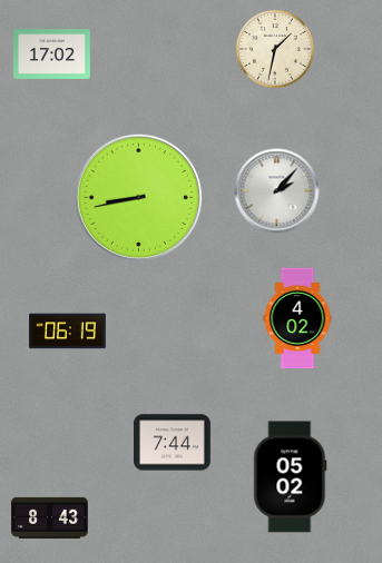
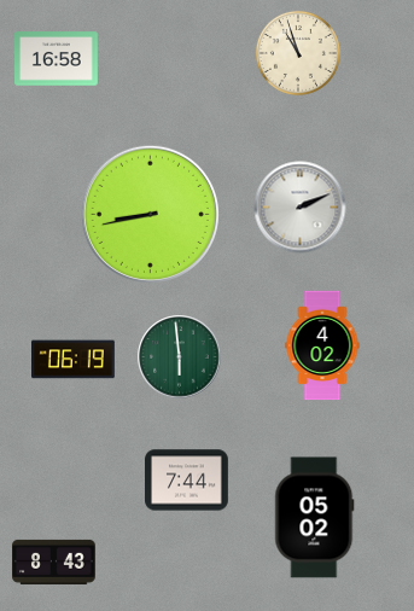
clock at (275, 49): 1:32 -> 10:57
clock at (52, 55): 17:02 -> 16:58
clock at (277, 191): 2:07 -> 2:11
clock at (180, 357): none -> 5:59
